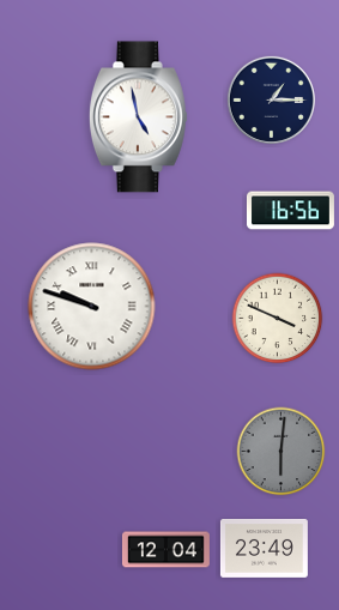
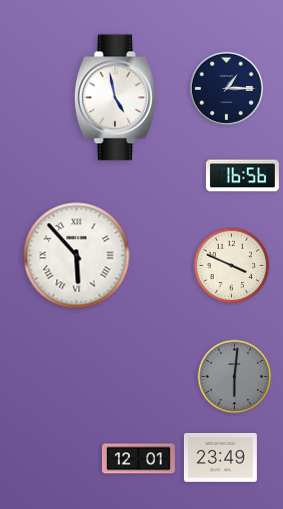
clock at (271, 99) position: (271, 99) -> (226, 88)
clock at (92, 307): 9:48 -> 5:53
clock at (165, 550): 12:04 -> 12:01
